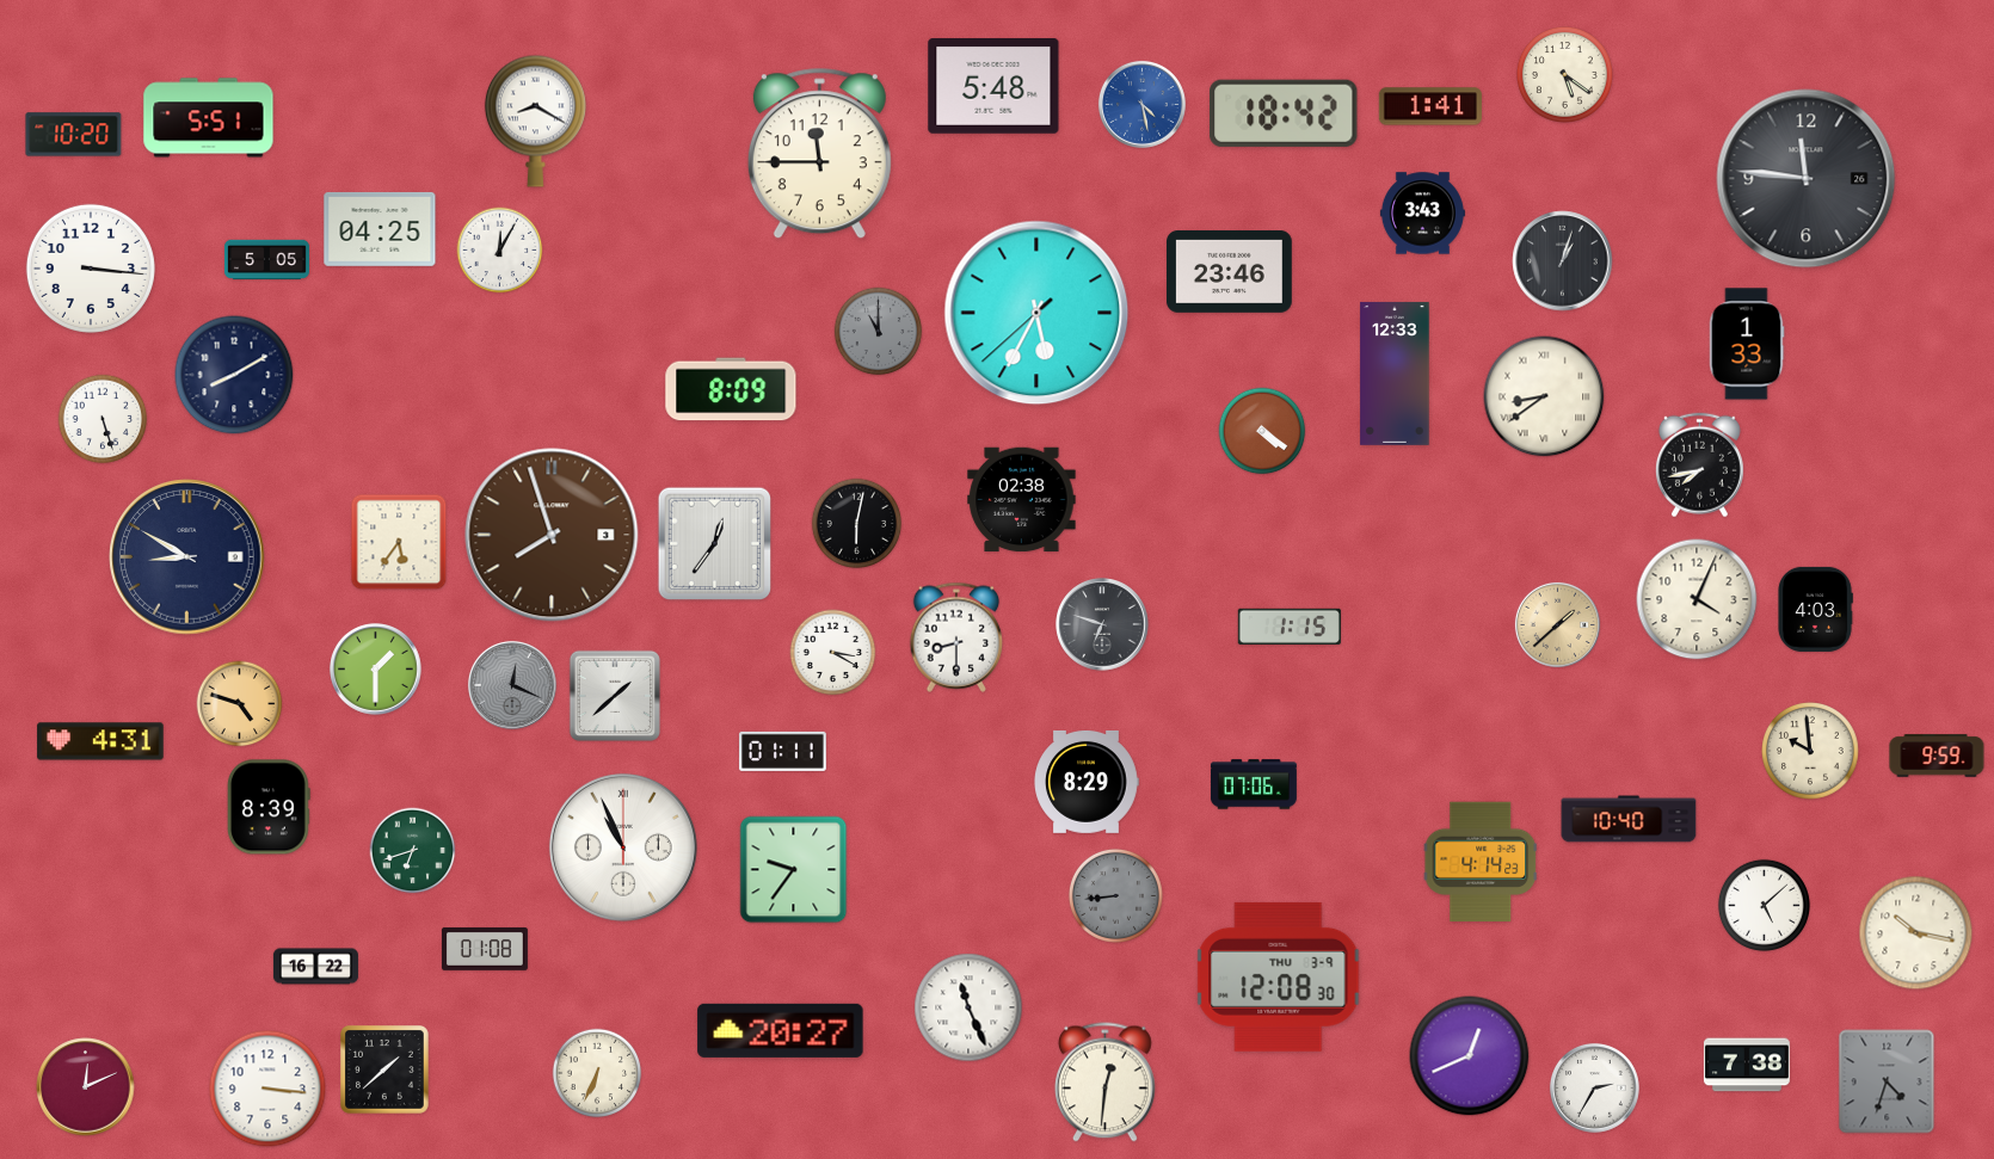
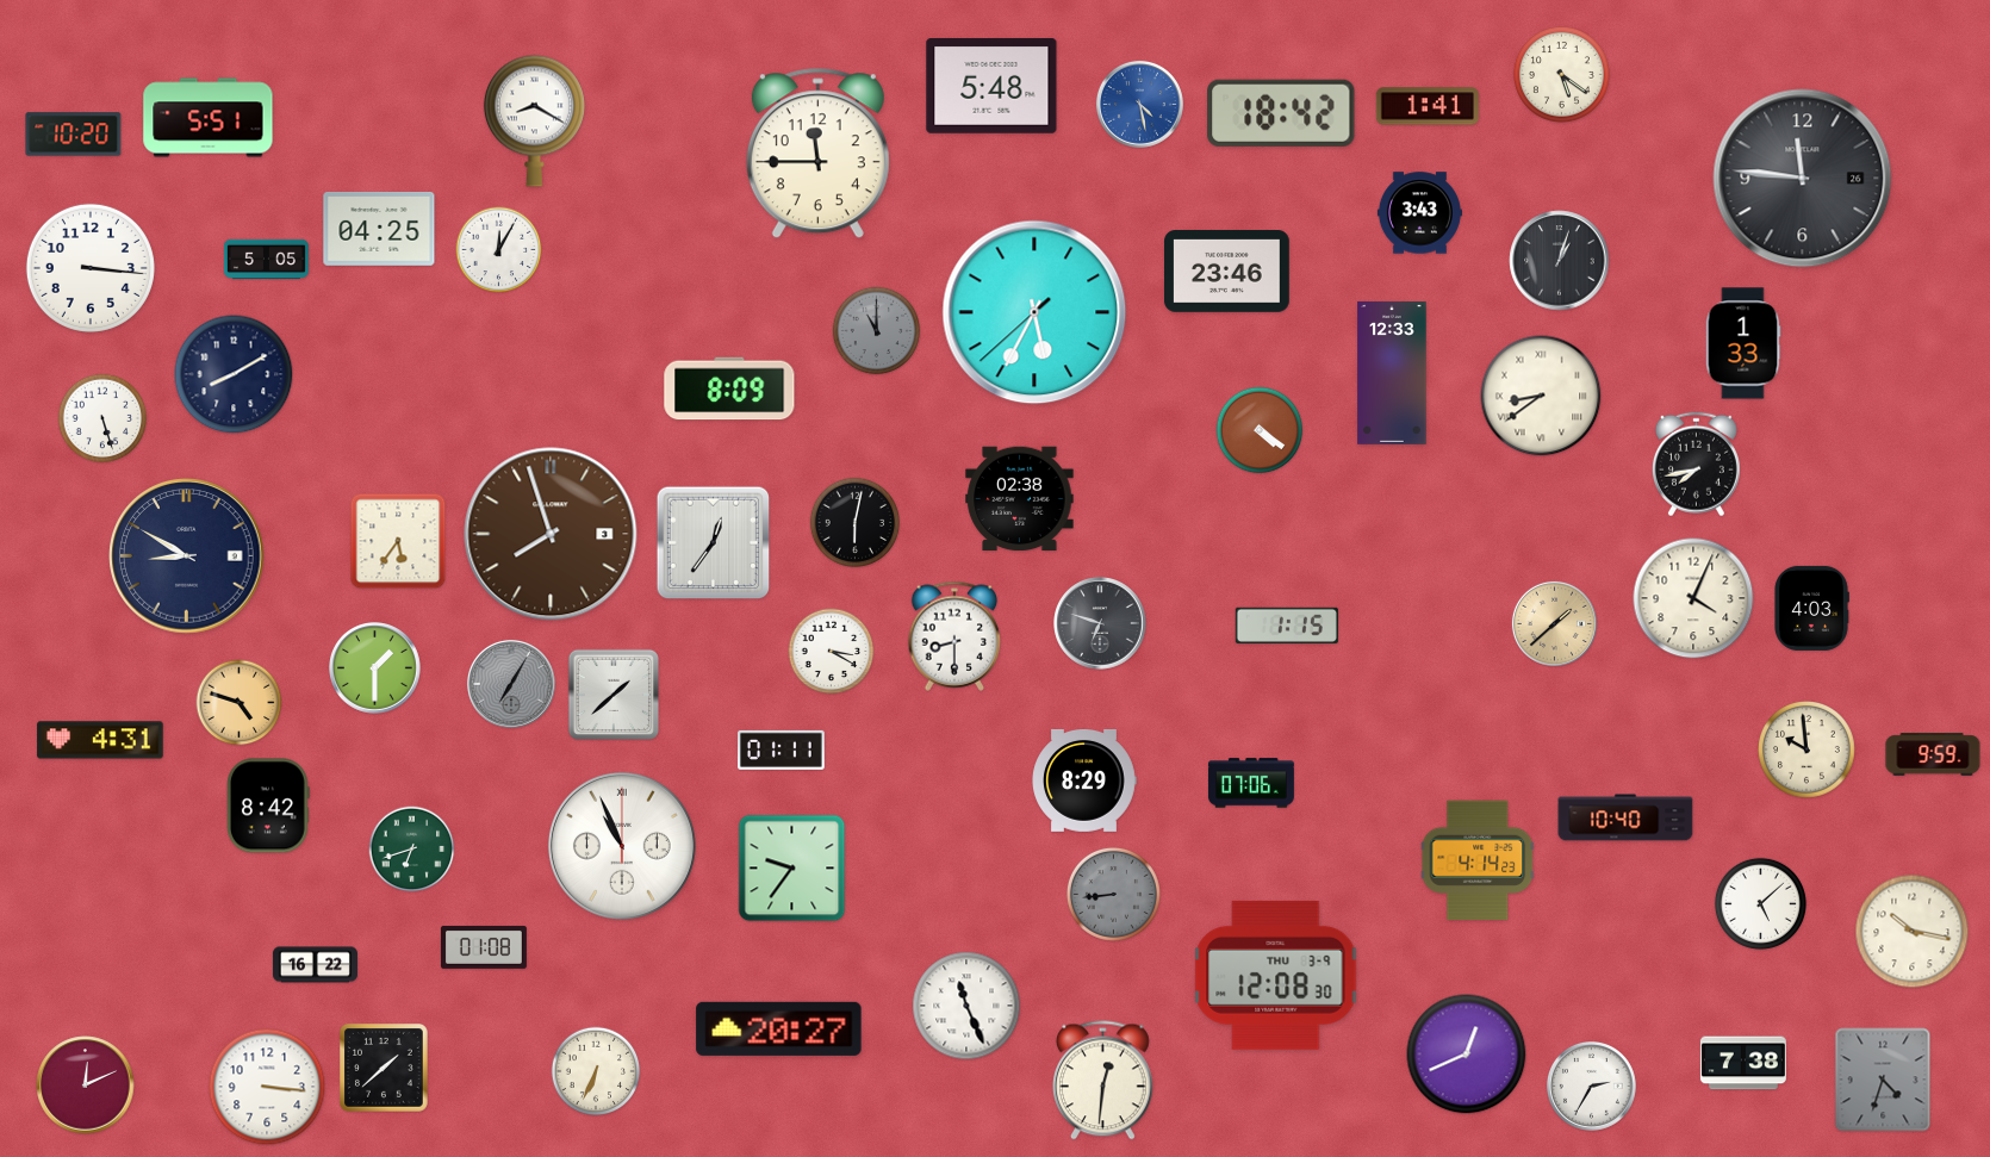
clock at (512, 685): 12:19 -> 7:05
clock at (269, 807): 8:39 -> 8:42
